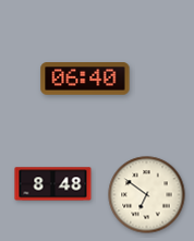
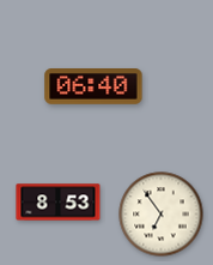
clock at (53, 184): 8:48 -> 8:53
clock at (147, 195): 6:51 -> 6:54
